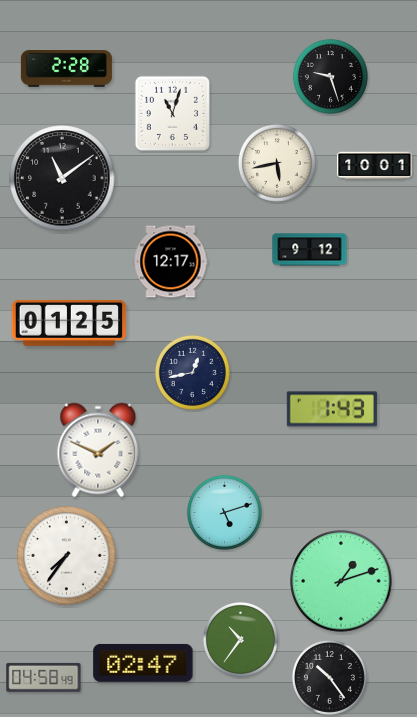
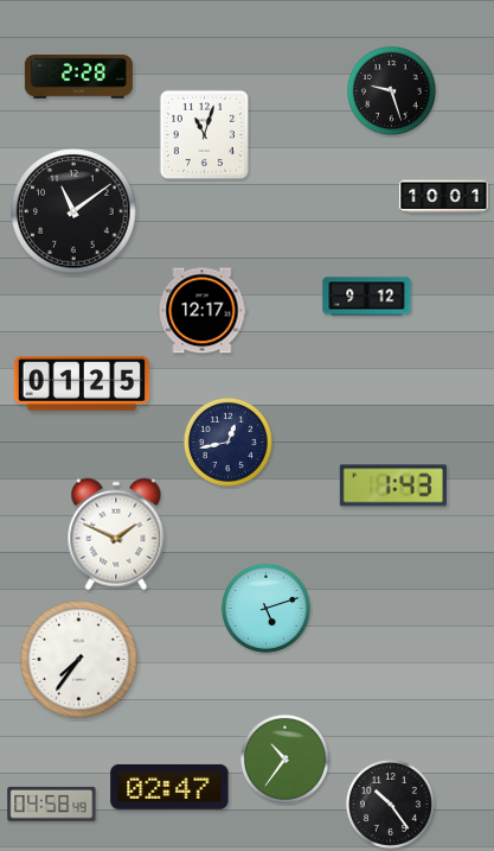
clock at (66, 69) position: (66, 69) -> (78, 77)
clock at (277, 163): 5:43 -> none
clock at (341, 581): 1:12 -> none
